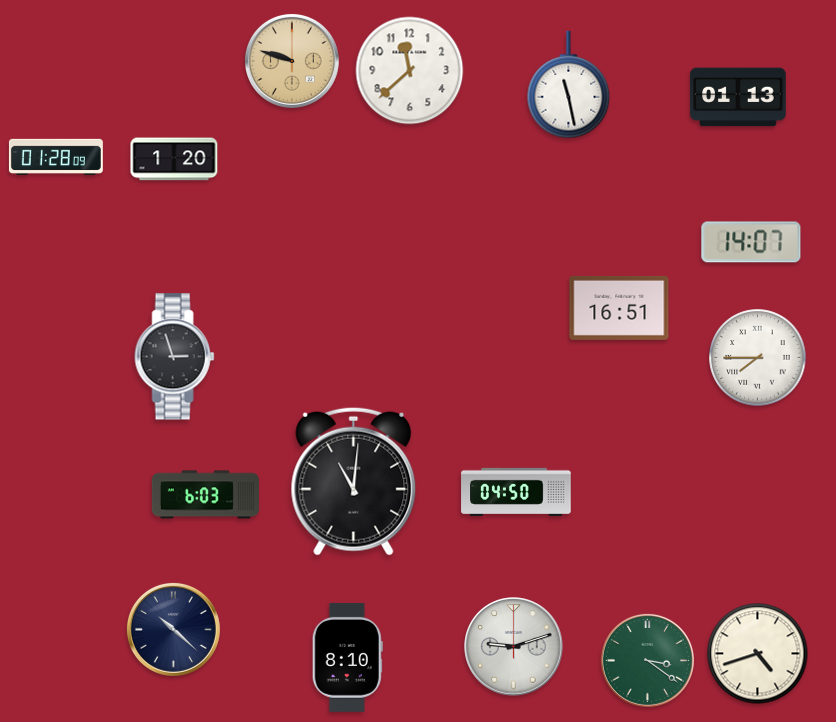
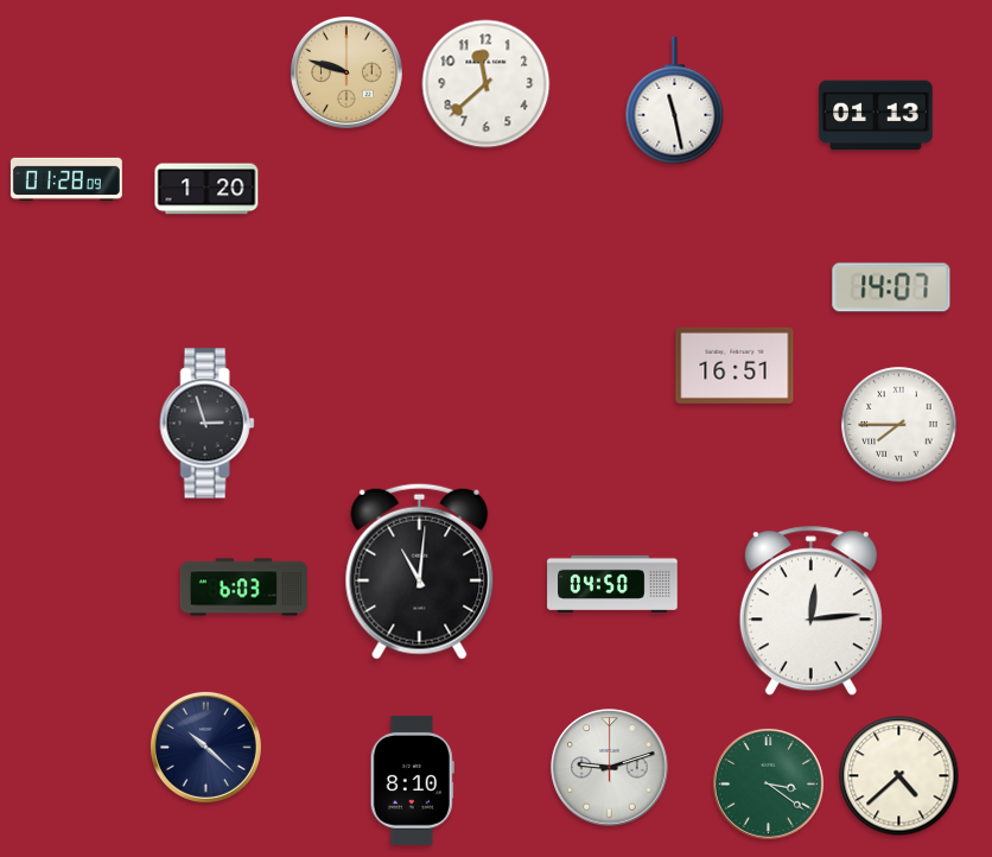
clock at (56, 157) position: (56, 157) -> (66, 179)
clock at (810, 611): none -> 12:14
clock at (758, 654): 4:42 -> 4:38
